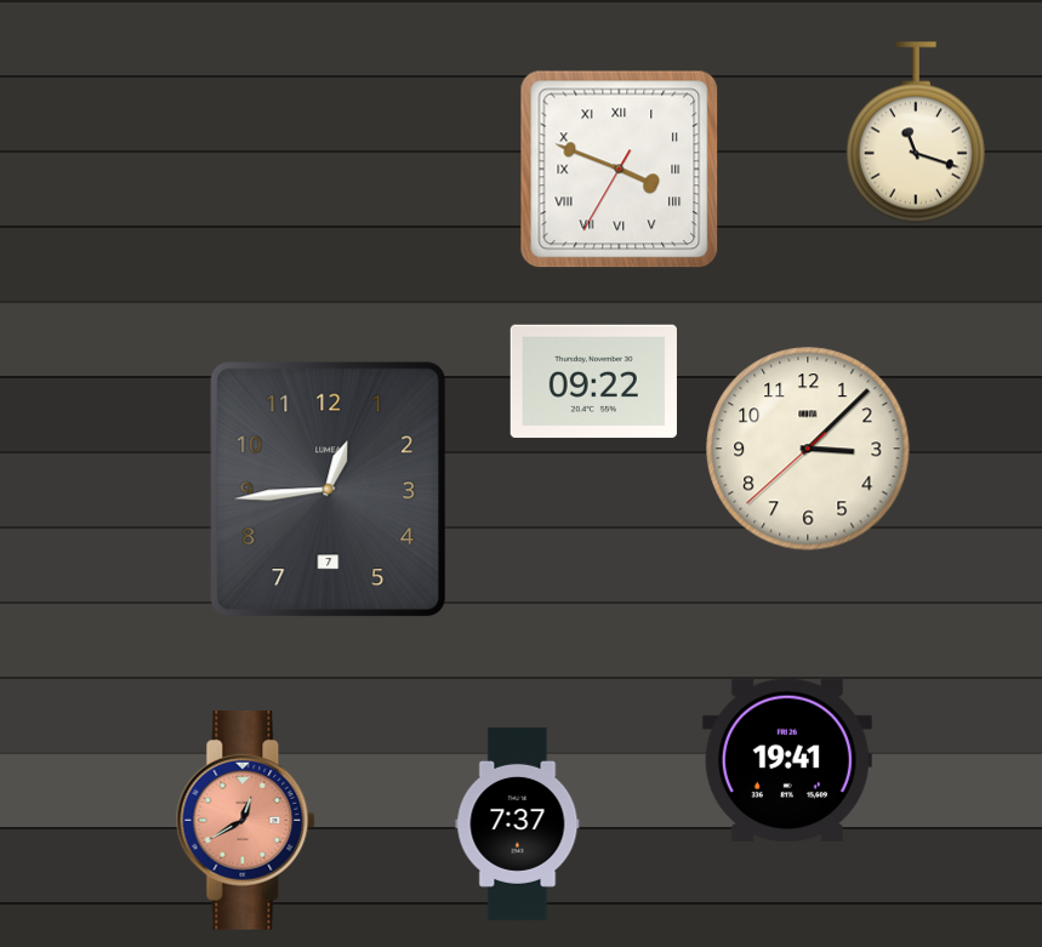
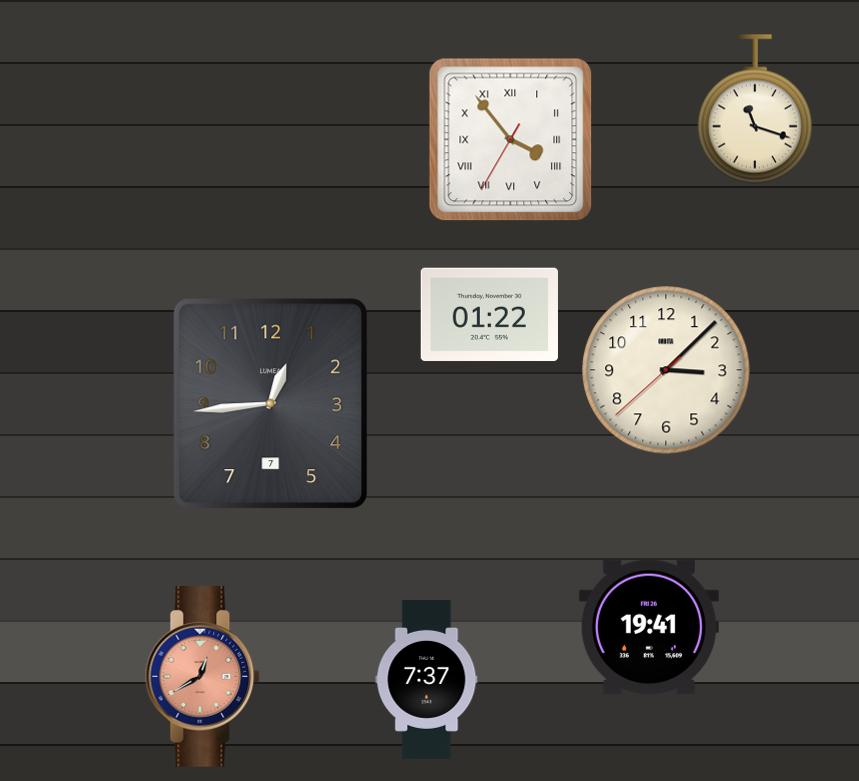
clock at (620, 170): 3:48 -> 3:53
clock at (593, 382): 09:22 -> 01:22
